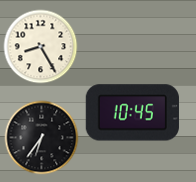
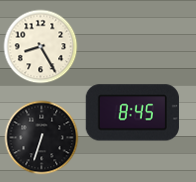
clock at (132, 113): 10:45 -> 8:45
clock at (42, 138): 6:36 -> 6:33
